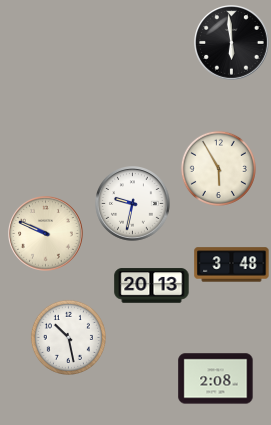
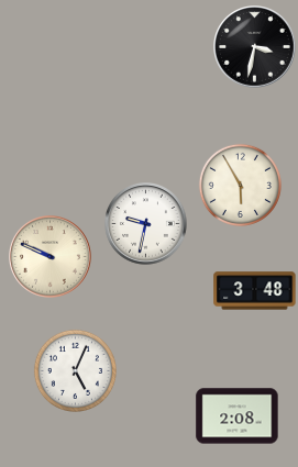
clock at (232, 43): 5:59 -> 3:32
clock at (152, 286): 20:13 -> none
clock at (68, 337): 10:28 -> 5:04
